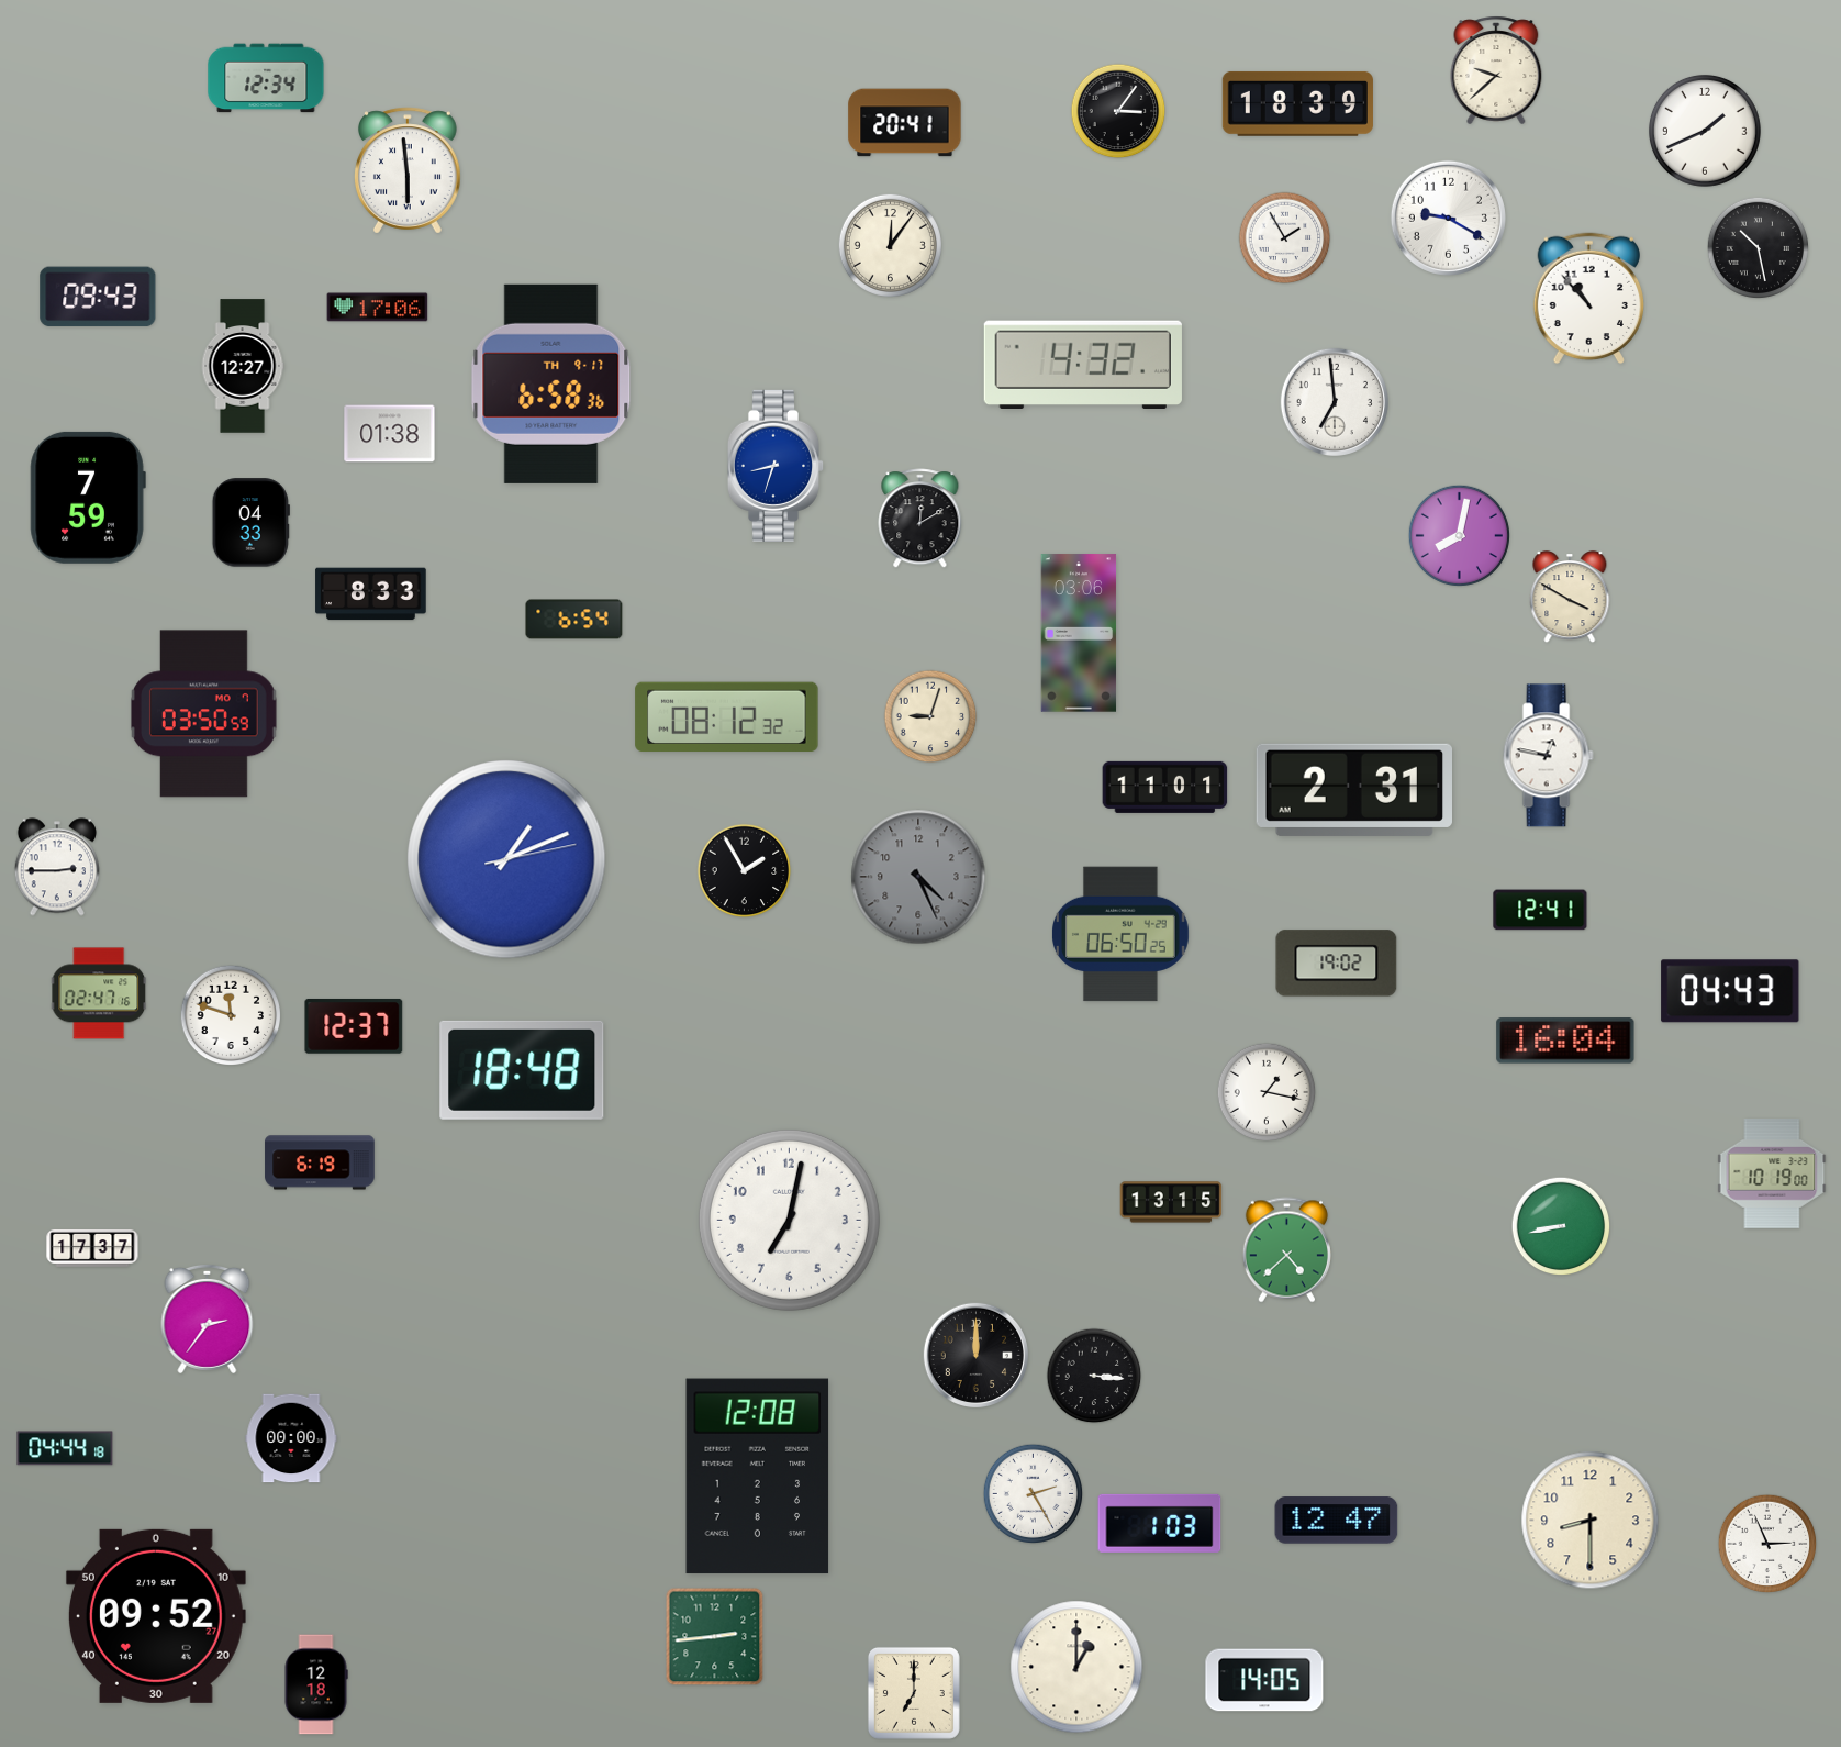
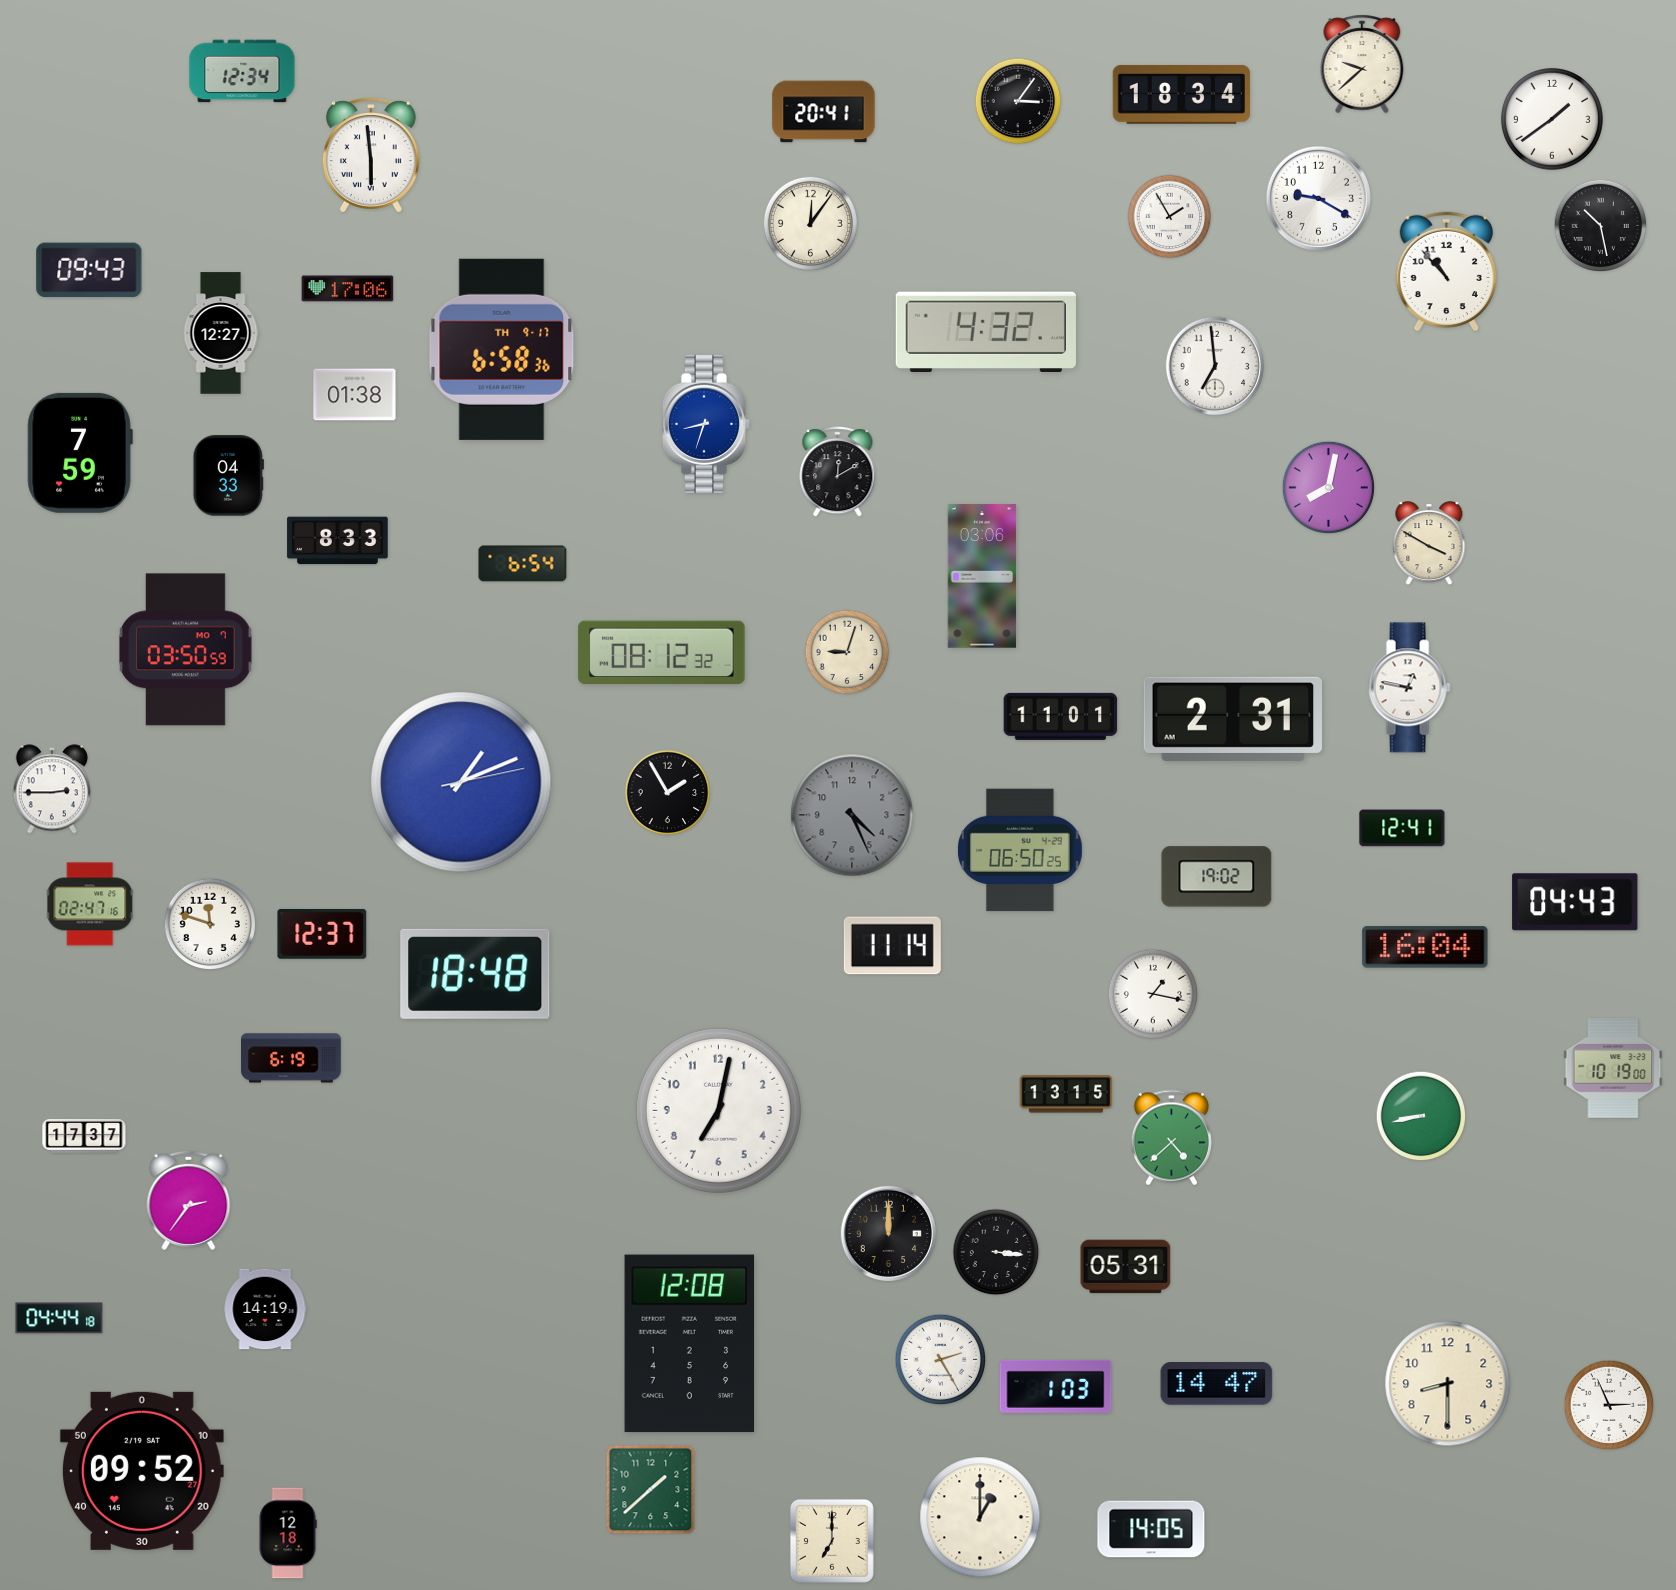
clock at (1297, 103): 18:39 -> 18:34
clock at (1705, 131): 1:41 -> 1:39
clock at (378, 308) position: (378, 308) -> (348, 289)
clock at (745, 871) position: (745, 871) -> (668, 793)
clock at (918, 877) position: (918, 877) -> (852, 815)
clock at (892, 946): none -> 11:14
clock at (1126, 1267): none -> 05:31
clock at (291, 1438): 00:00 -> 14:19
clock at (1337, 1521): 12:47 -> 14:47
clock at (715, 1637): 2:44 -> 1:38
